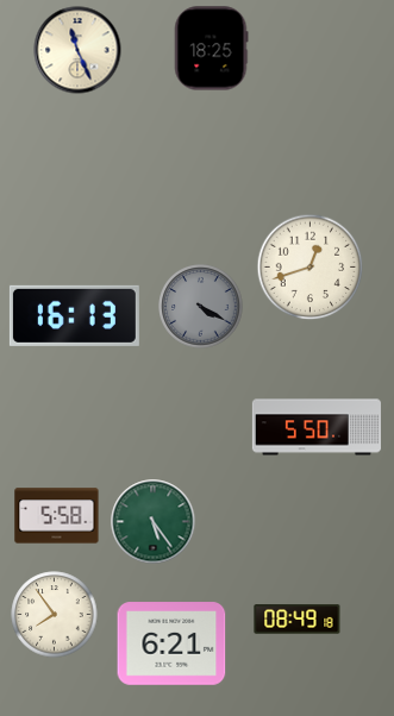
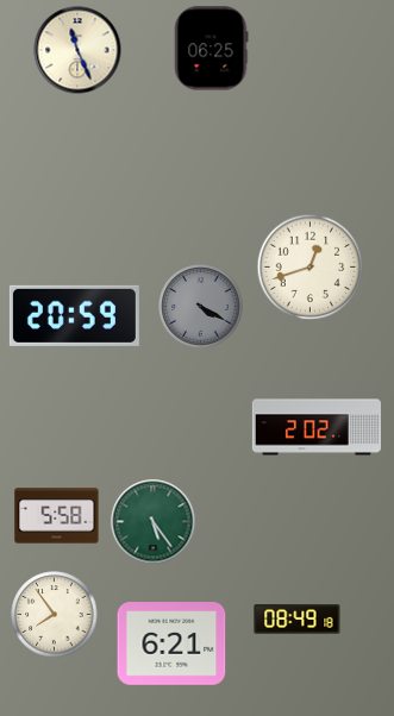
clock at (211, 49): 18:25 -> 06:25
clock at (74, 315): 16:13 -> 20:59
clock at (317, 427): 5:50 -> 2:02
